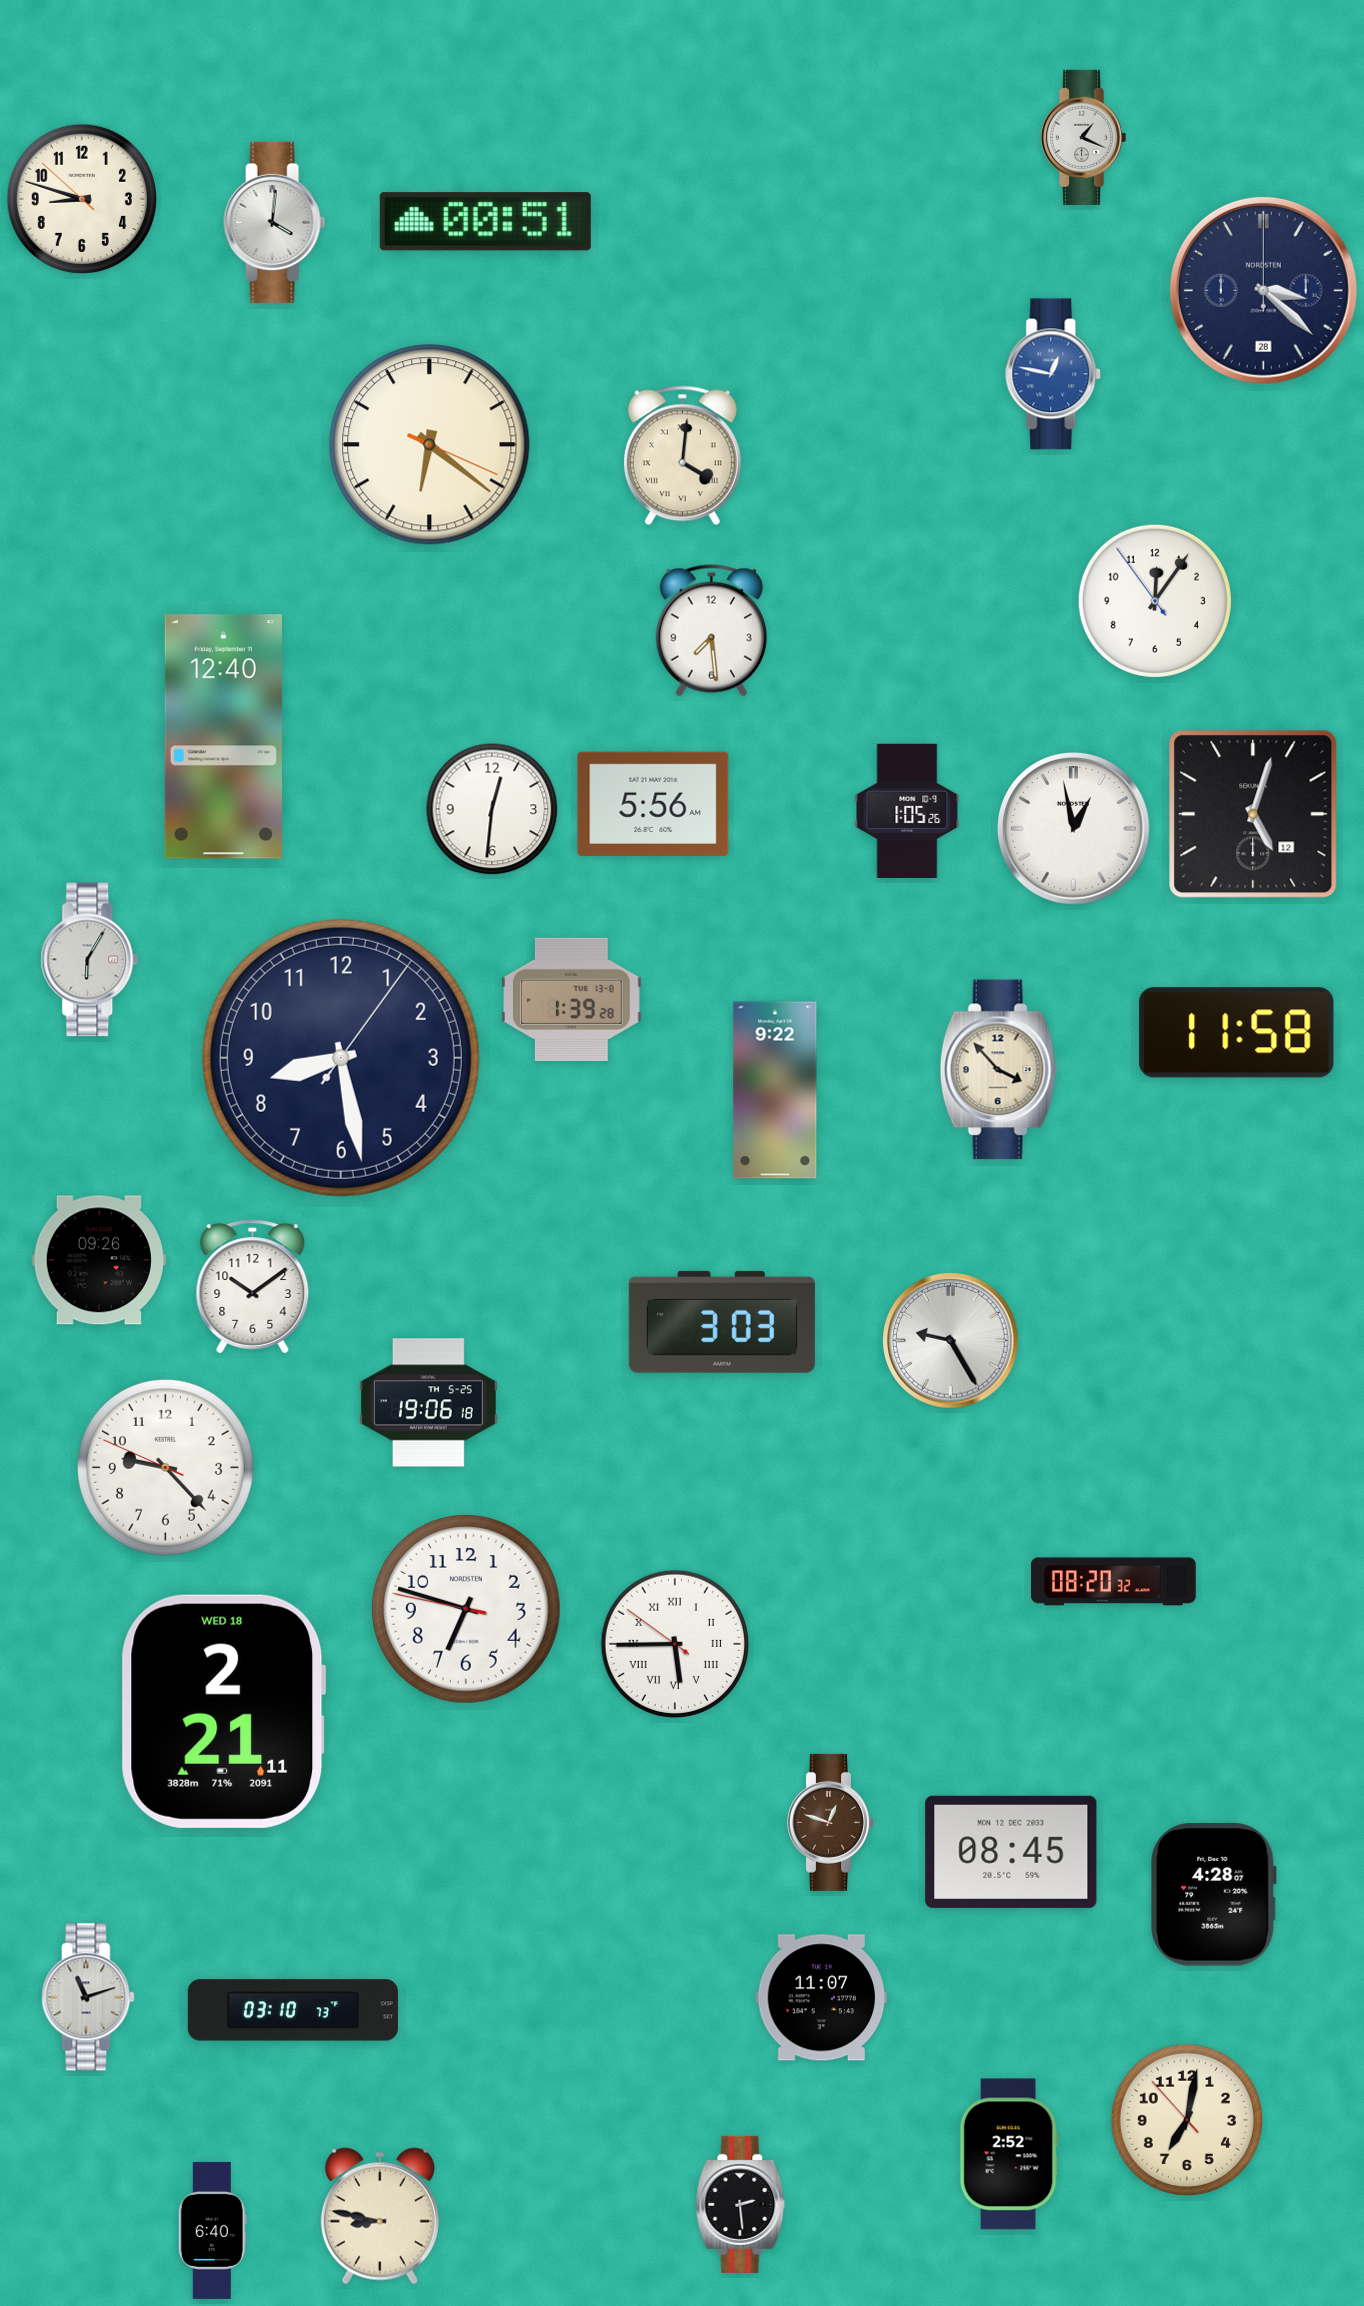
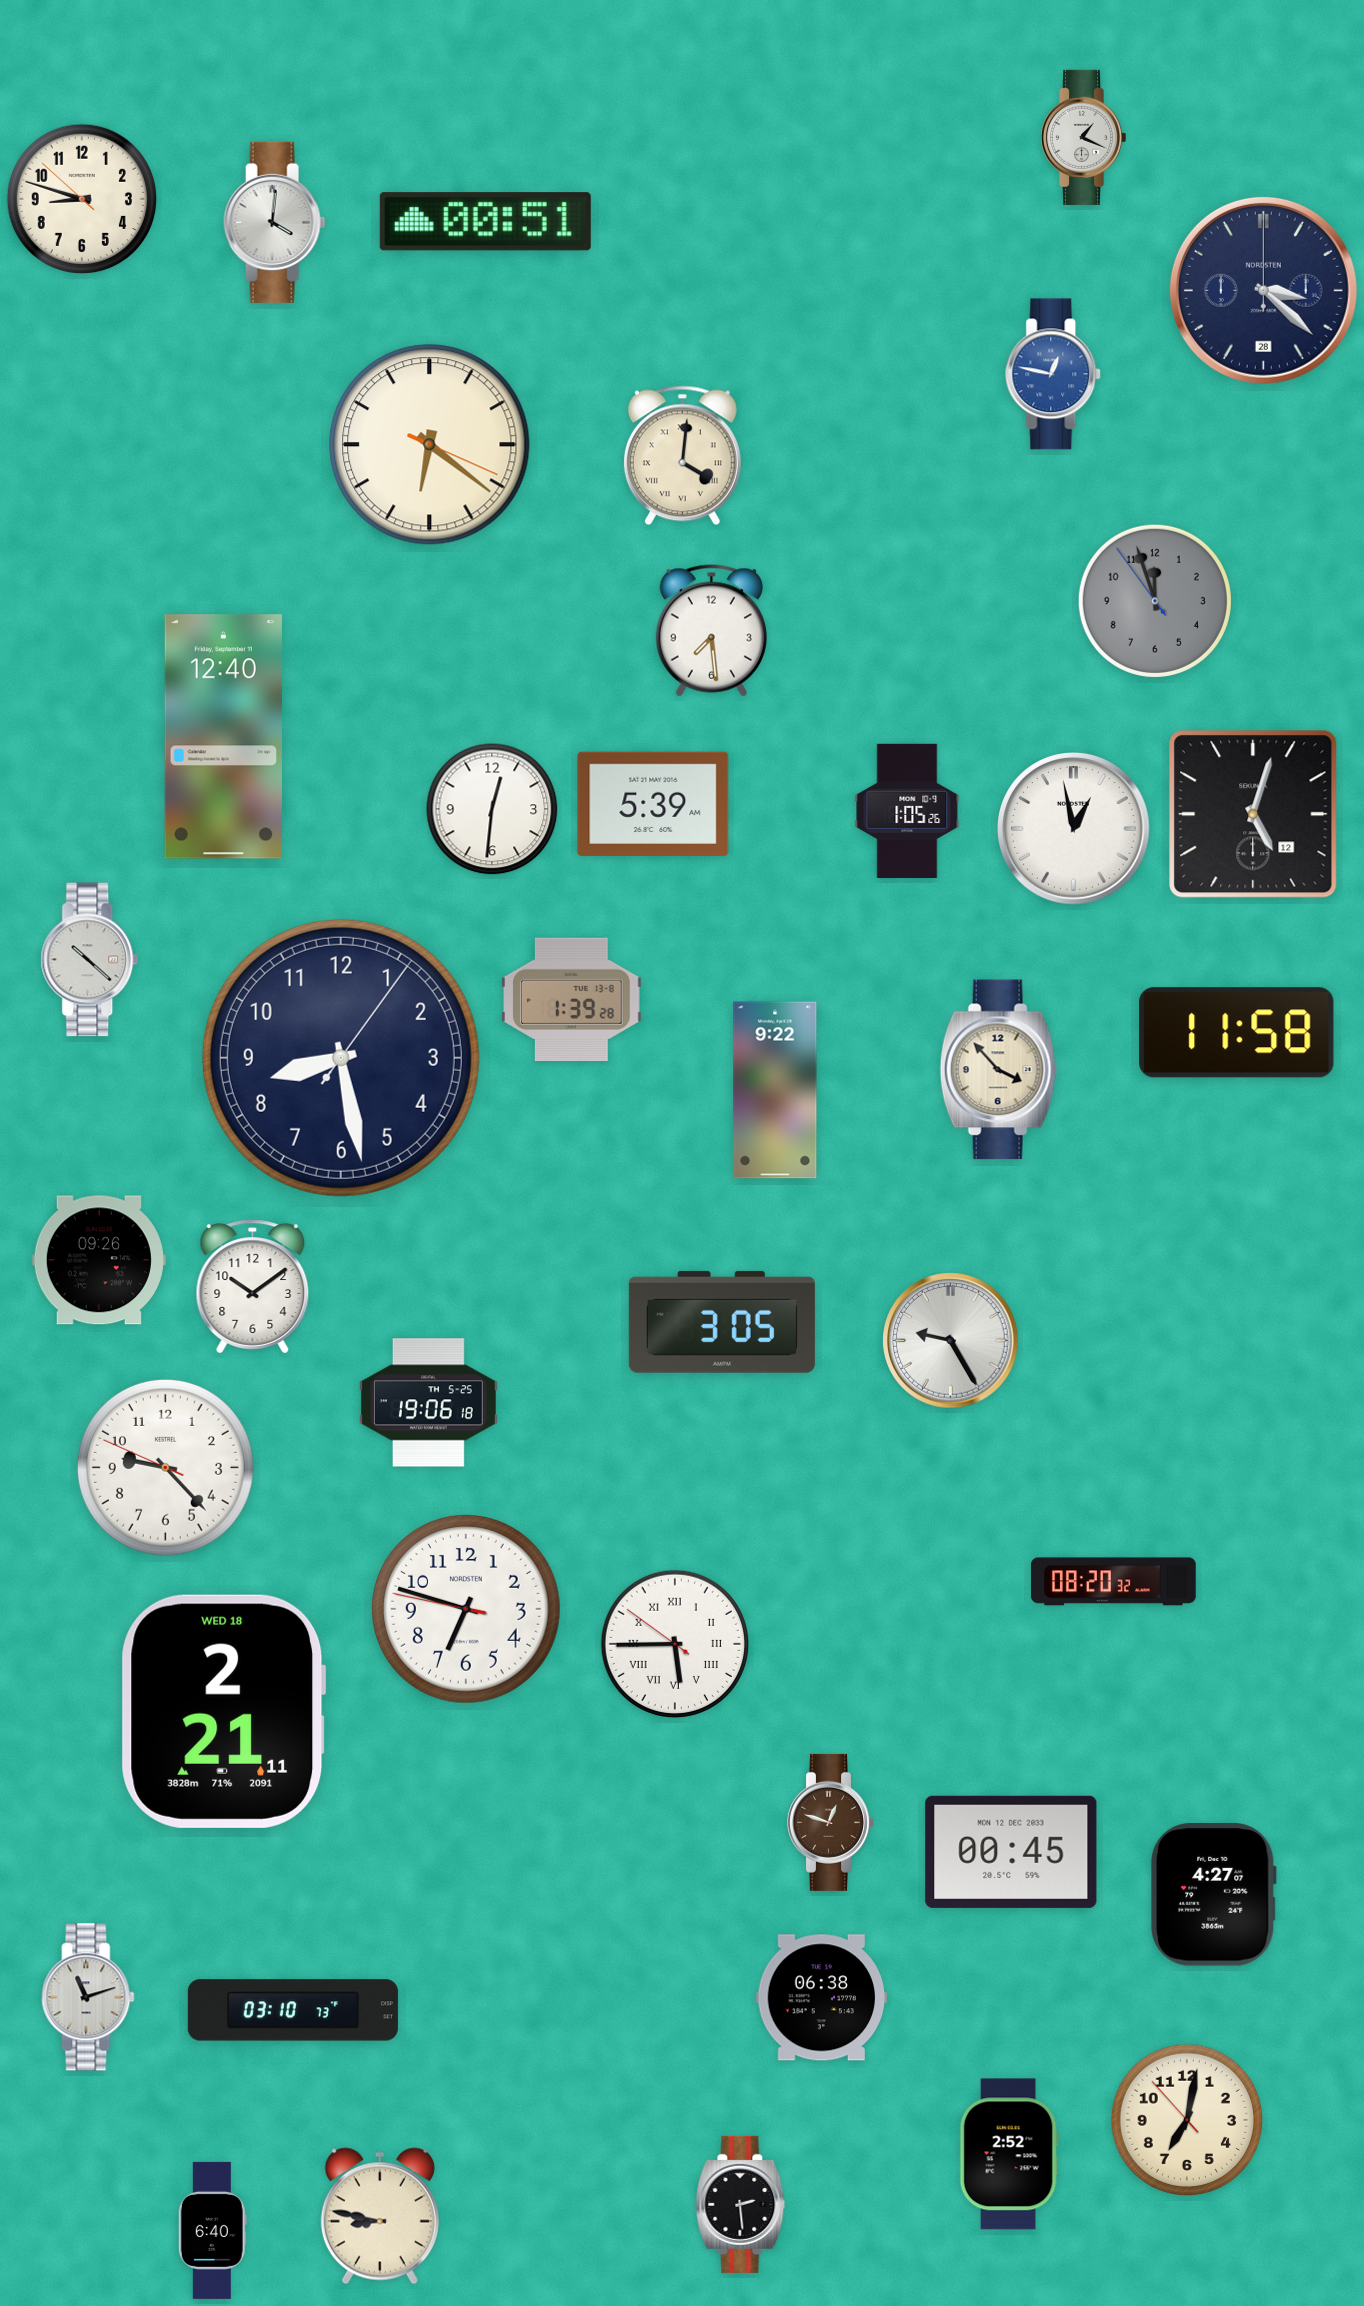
clock at (1155, 601): 12:05 -> 11:56
clock at (1155, 601) dial: white -> grey
clock at (653, 804): 5:56 -> 5:39
clock at (90, 960): 6:05 -> 10:22
clock at (722, 1322): 3:03 -> 3:05
clock at (1011, 1852): 08:45 -> 00:45
clock at (1214, 1895): 4:28 -> 4:27
clock at (822, 1998): 11:07 -> 06:38
